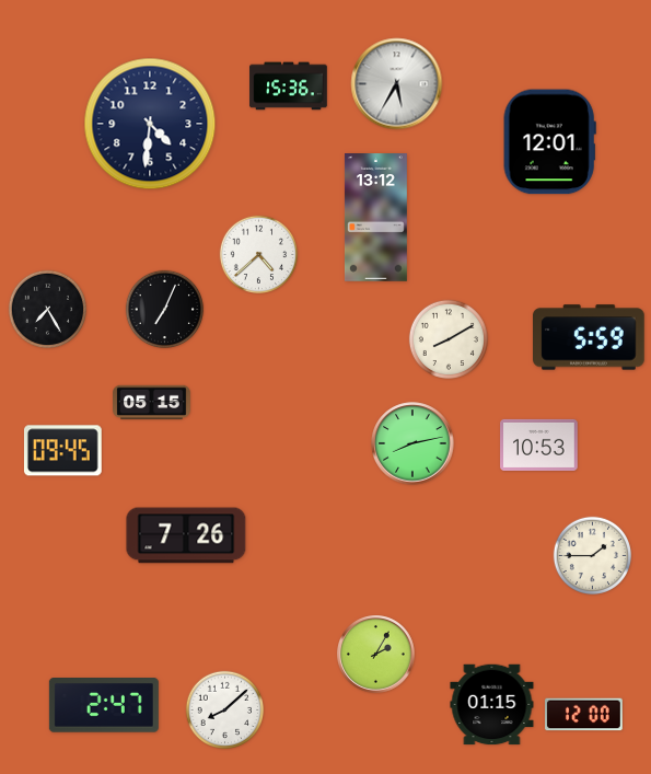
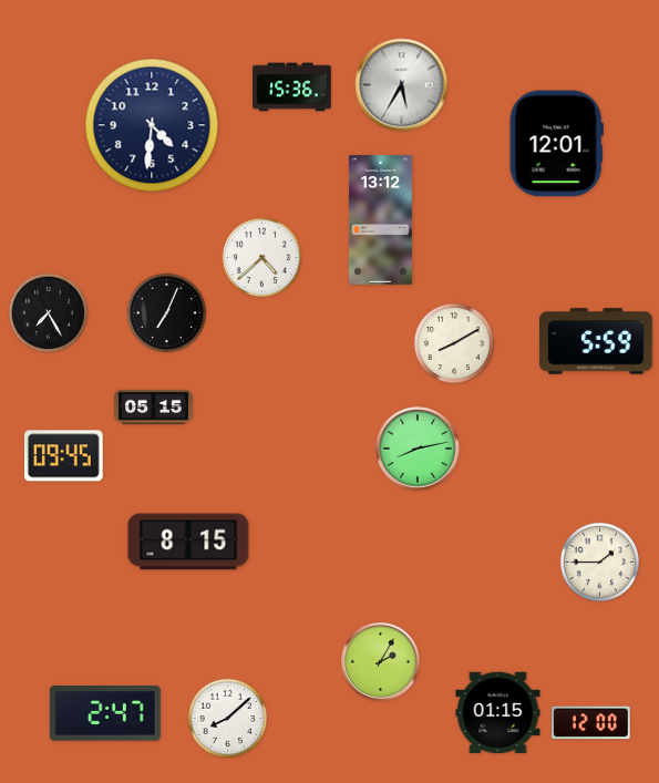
clock at (539, 444): 10:53 -> none
clock at (186, 535): 7:26 -> 8:15
